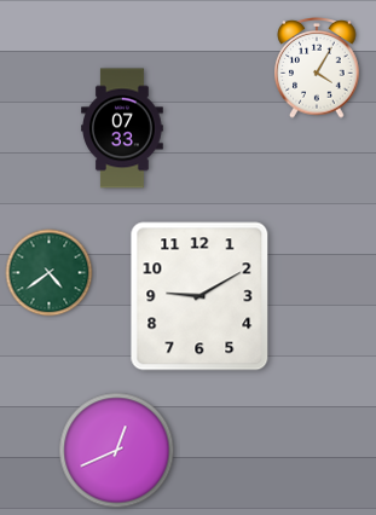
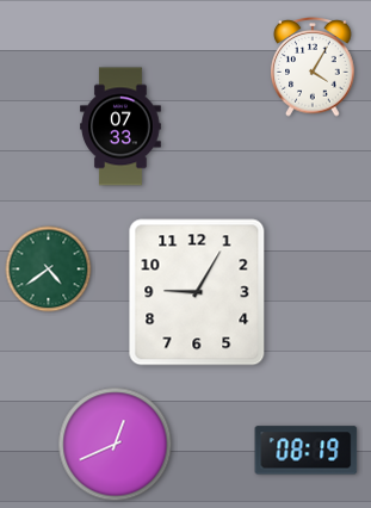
clock at (199, 296): 9:10 -> 9:05
clock at (307, 451): none -> 08:19
